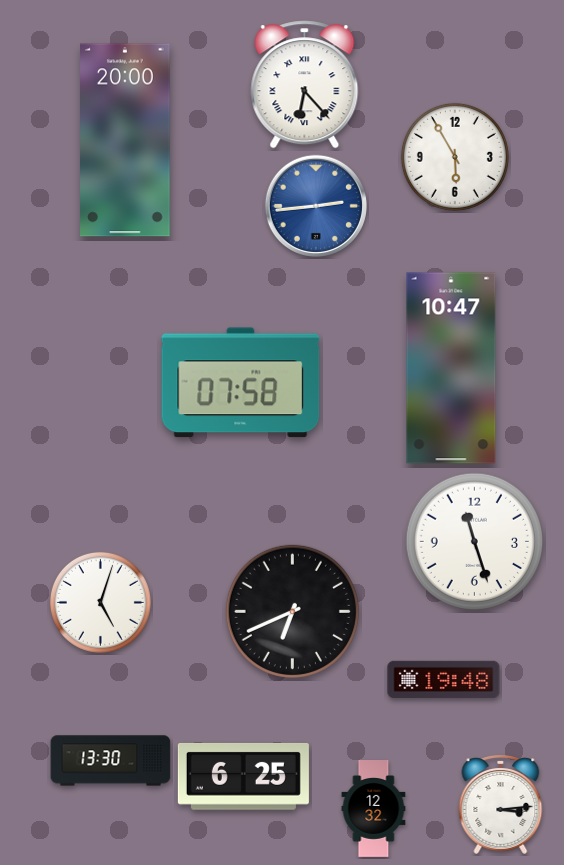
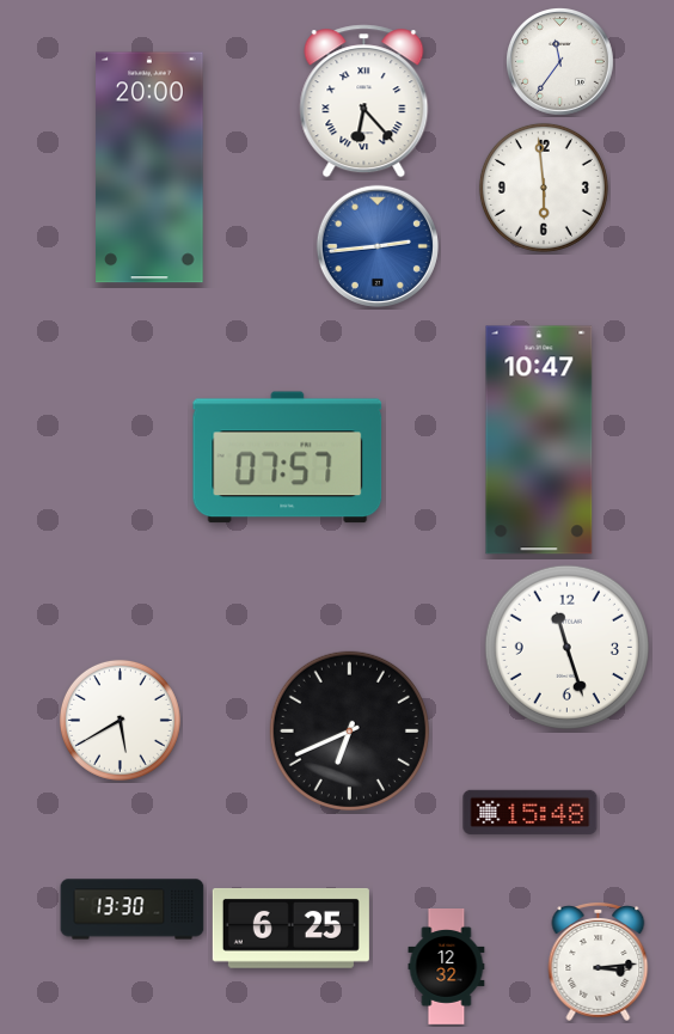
clock at (560, 62): none -> 11:36
clock at (455, 157): 5:55 -> 5:59
clock at (241, 383): 07:58 -> 07:57
clock at (100, 602): 5:03 -> 5:40
clock at (444, 679): 19:48 -> 15:48
